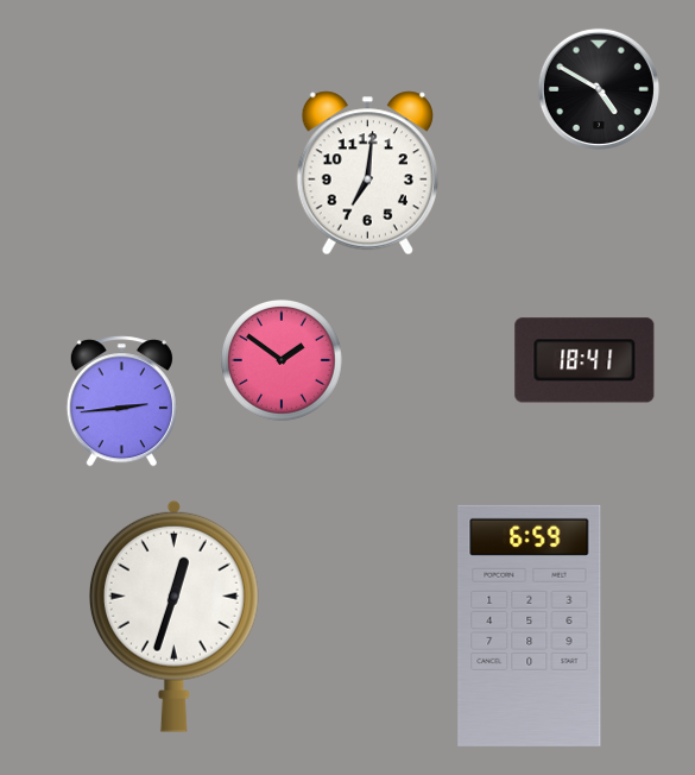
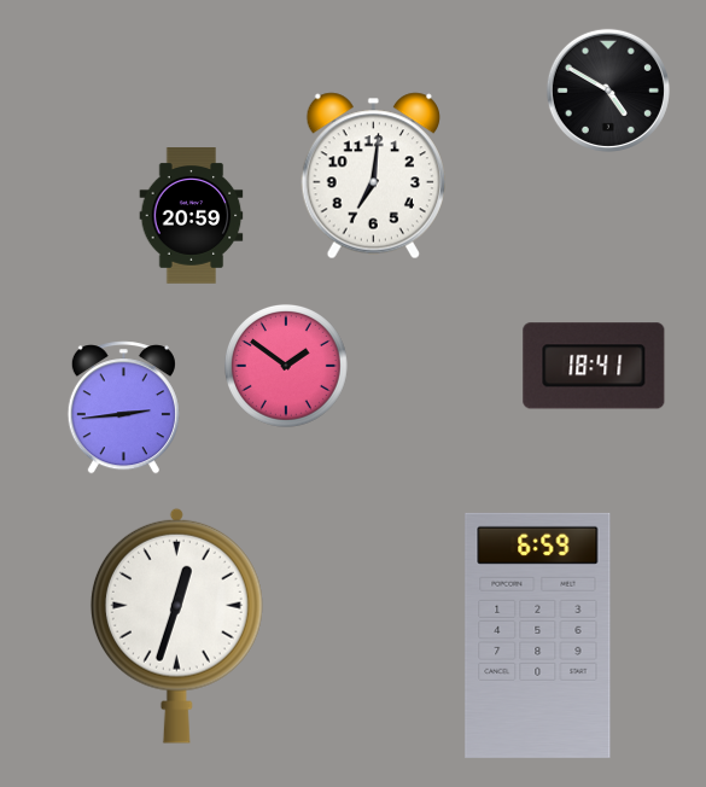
clock at (192, 216): none -> 20:59
